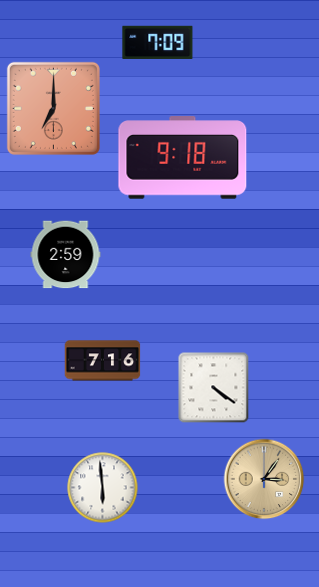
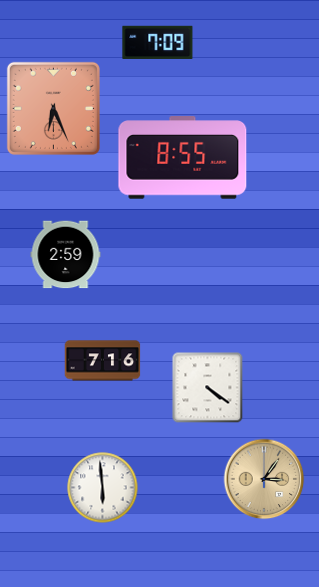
clock at (53, 108): 7:00 -> 6:26
clock at (183, 158): 9:18 -> 8:55
clock at (214, 388) position: (214, 388) -> (208, 388)
